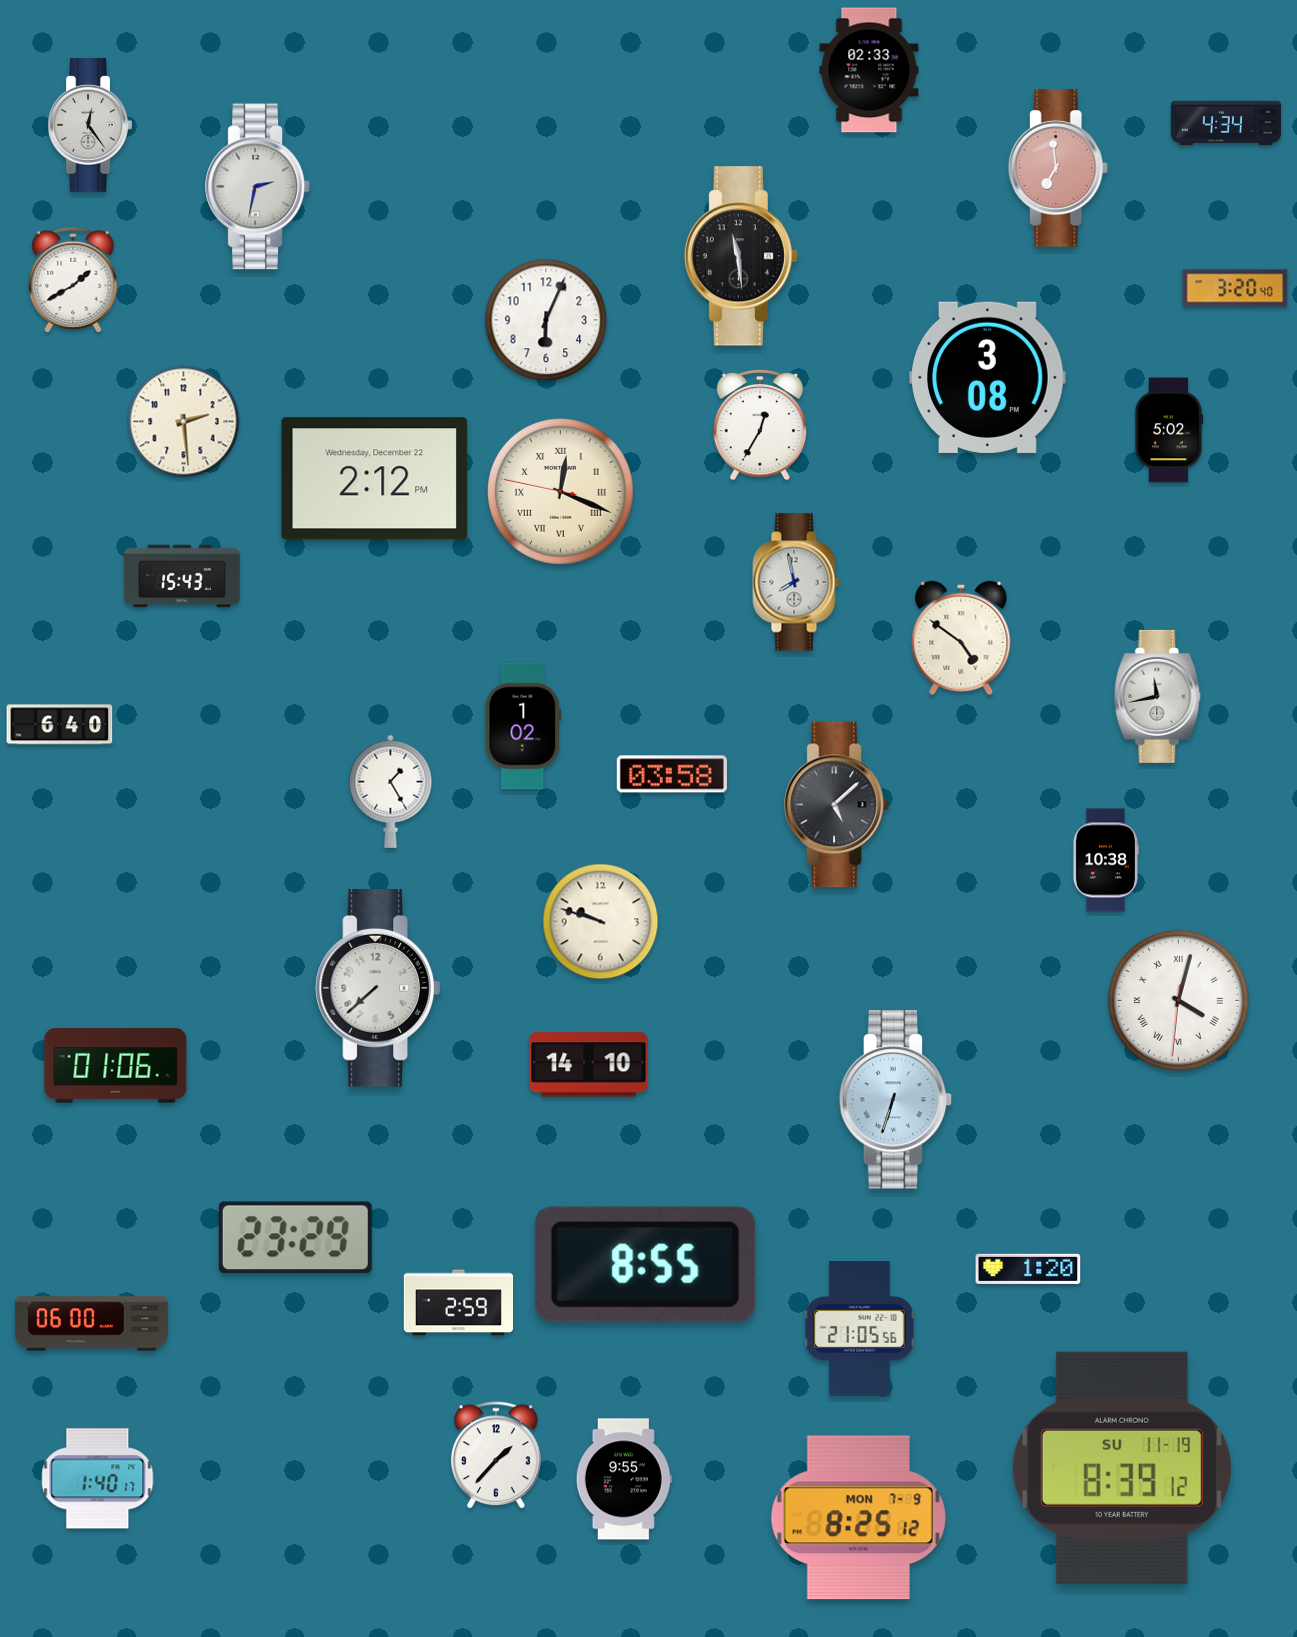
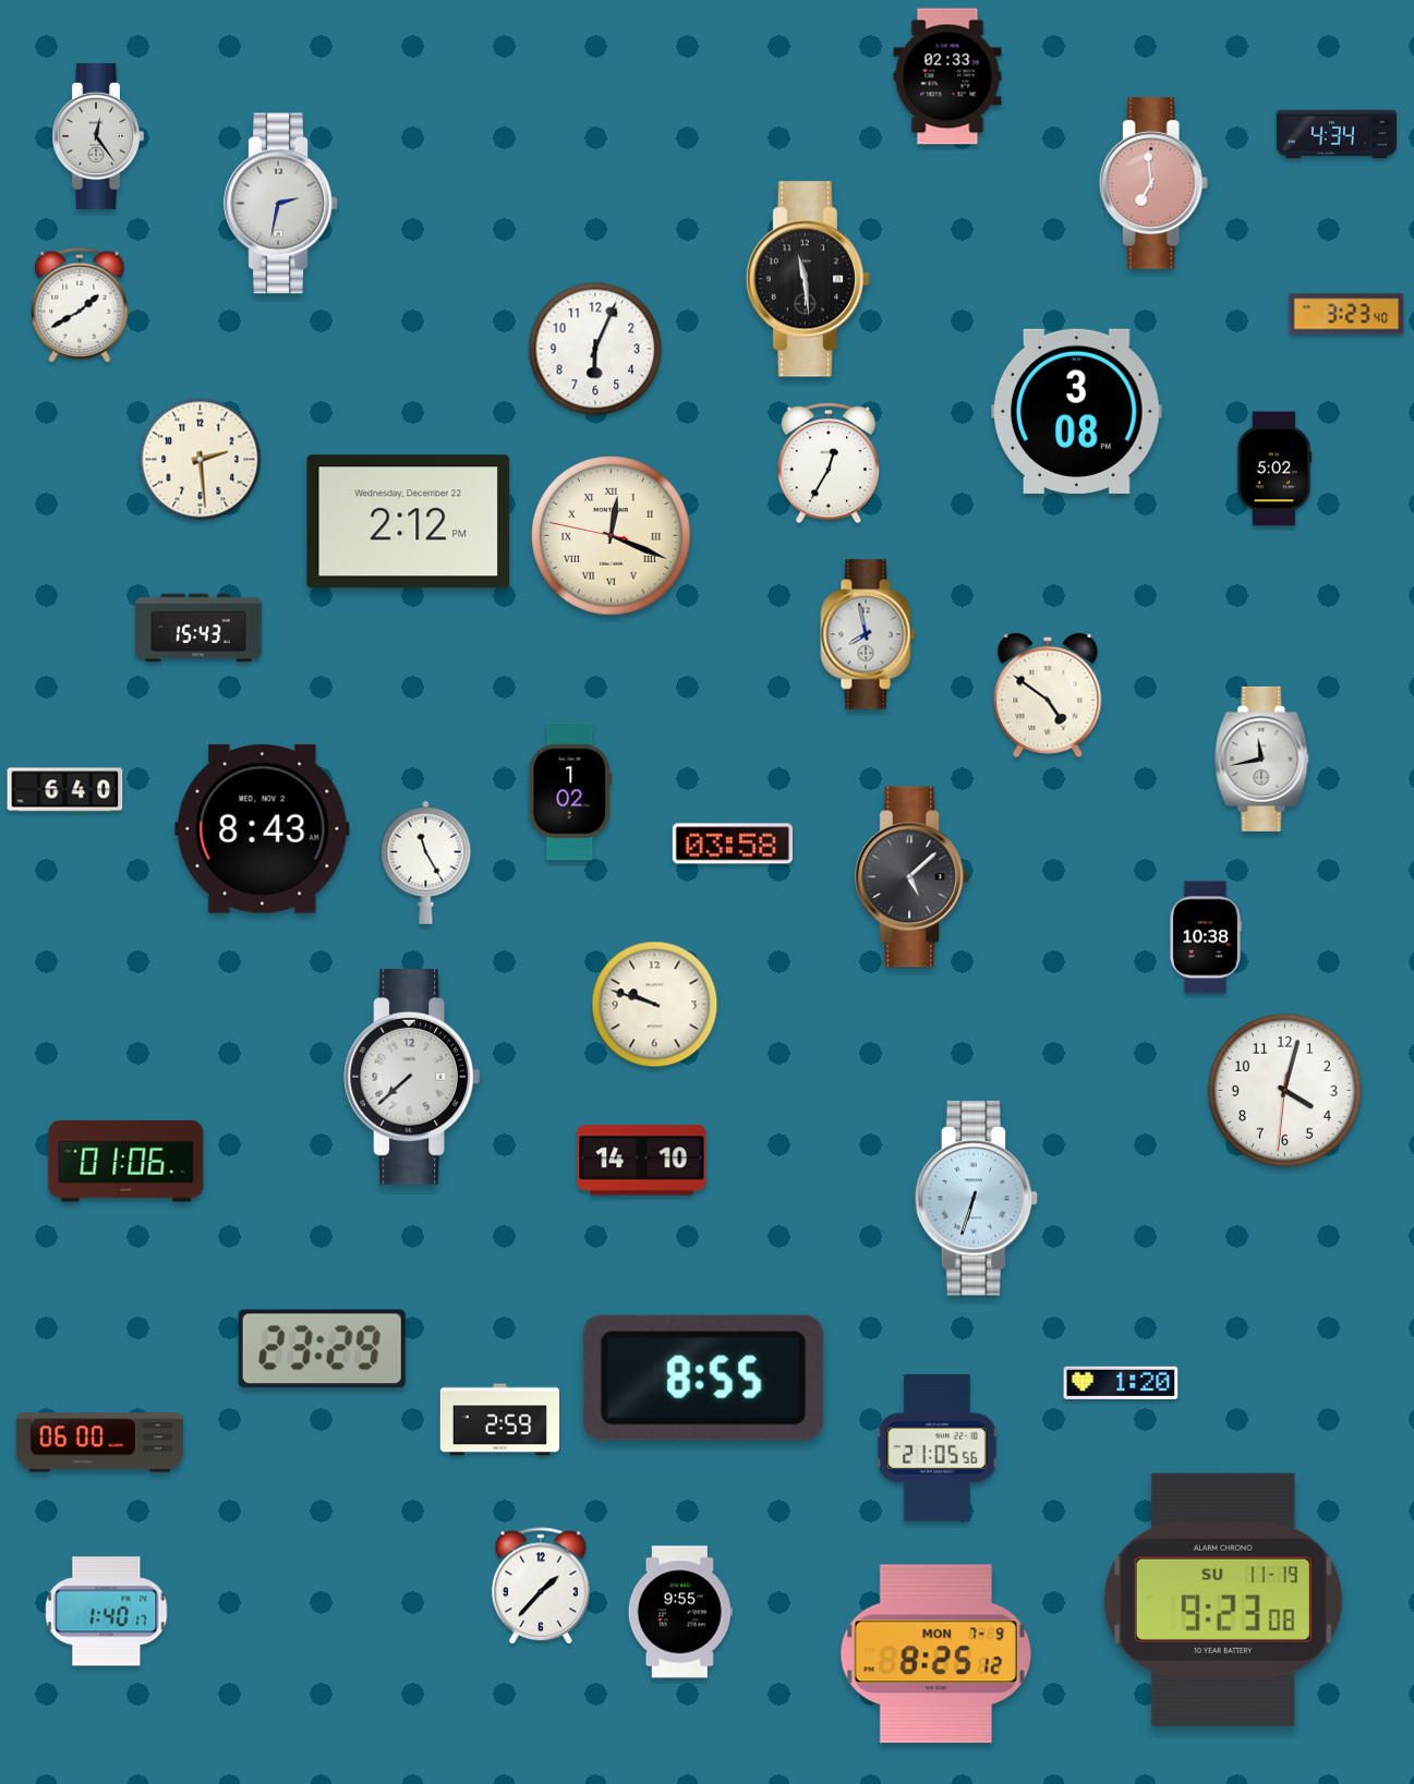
clock at (1235, 288): 3:20 -> 3:23
clock at (263, 829): none -> 8:43
clock at (391, 791): 1:25 -> 11:25
clock at (1178, 1000) numerals: Roman -> Arabic
clock at (1122, 1468): 8:39 -> 9:23
